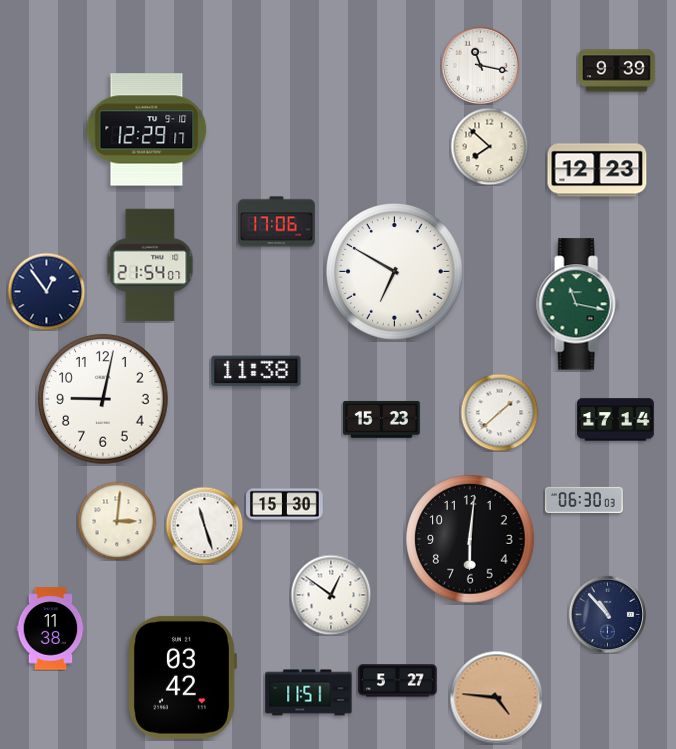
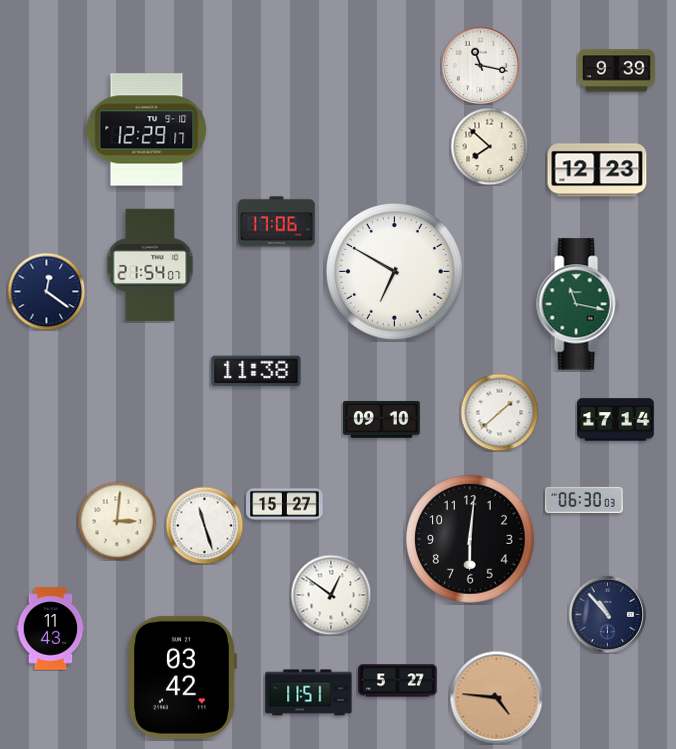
clock at (46, 291): 12:54 -> 12:21
clock at (103, 399): 9:02 -> none
clock at (382, 419): 15:23 -> 09:10
clock at (285, 505): 15:30 -> 15:27
clock at (51, 629): 11:38 -> 11:43
